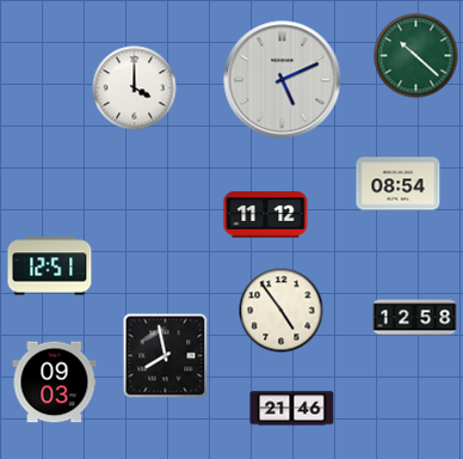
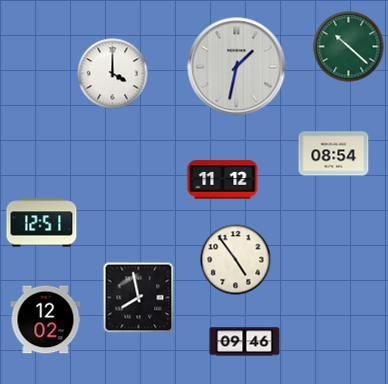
clock at (283, 80): 5:11 -> 1:32
clock at (415, 318): 12:58 -> none
clock at (55, 382): 09:03 -> 12:02
clock at (292, 409): 21:46 -> 09:46
